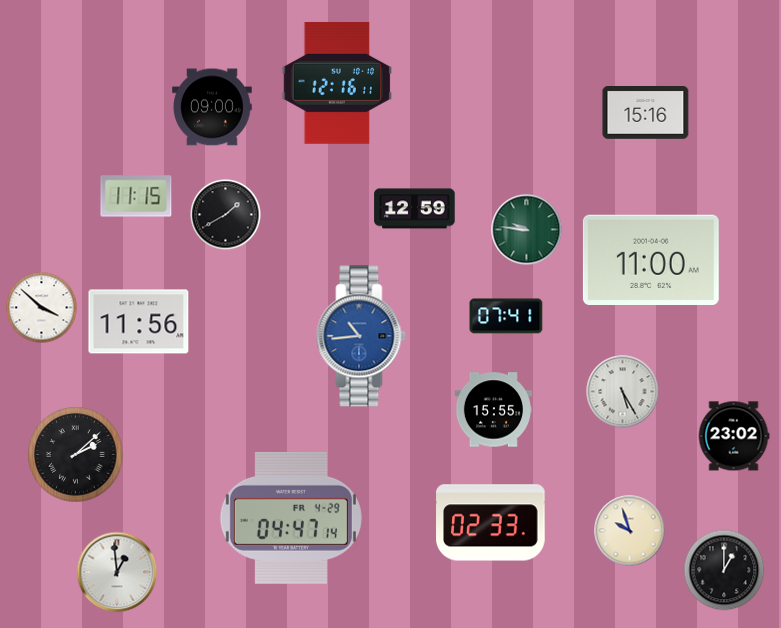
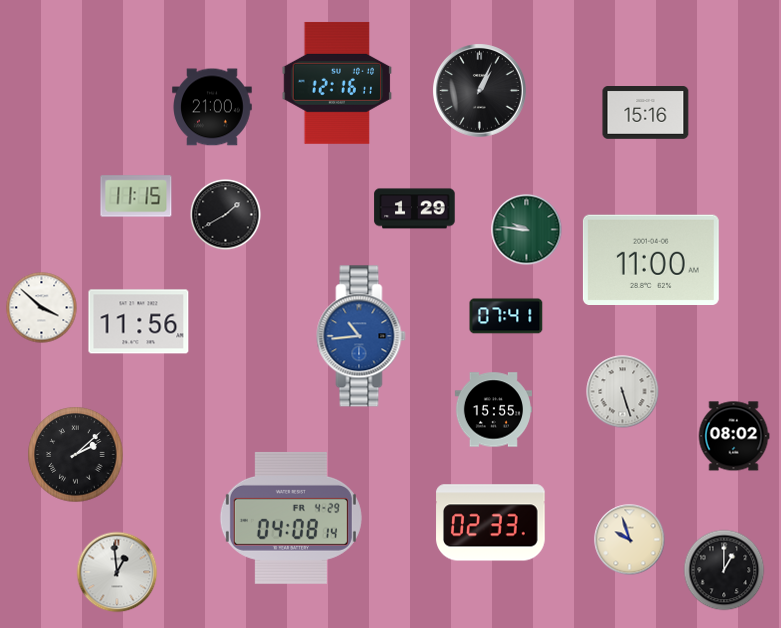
clock at (480, 91): none -> 1:04
clock at (212, 107): 09:00 -> 21:00
clock at (415, 209): 12:59 -> 1:29
clock at (623, 392): 5:25 -> 5:27
clock at (734, 436): 23:02 -> 08:02
clock at (291, 518): 04:47 -> 04:08
clock at (630, 531) position: (630, 531) -> (630, 540)
